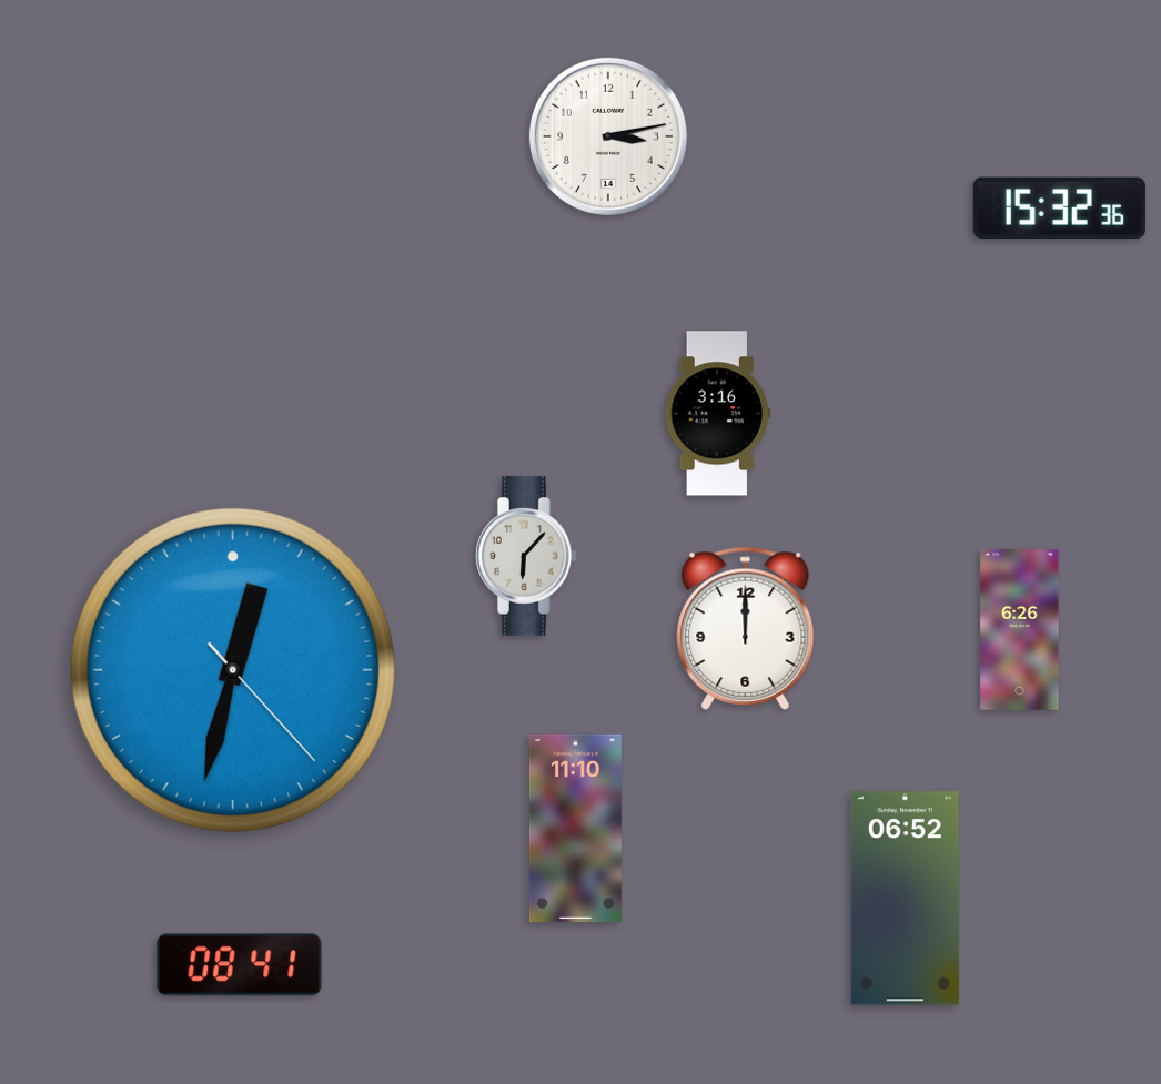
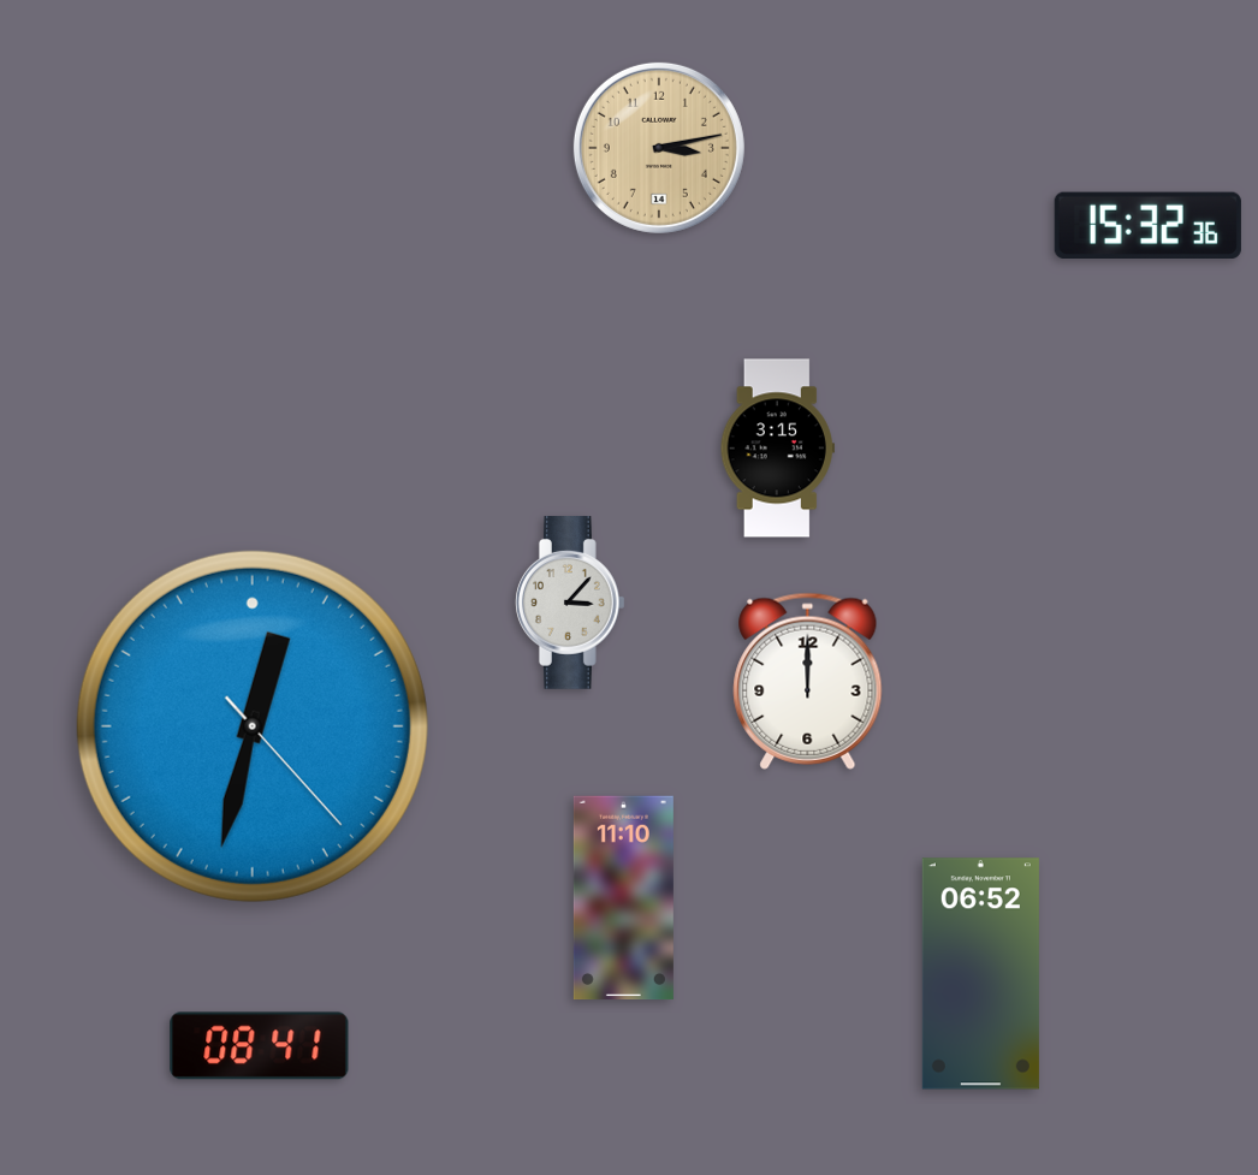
clock at (608, 136) dial: white -> champagne
clock at (717, 414): 3:16 -> 3:15
clock at (526, 557): 6:07 -> 3:07
clock at (1020, 630): 6:26 -> none
